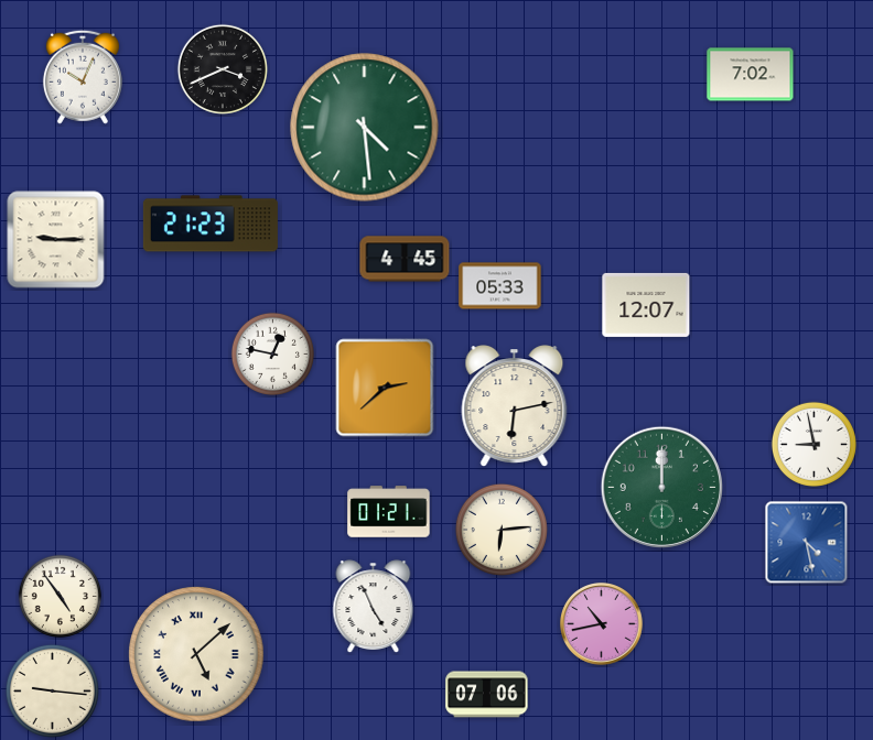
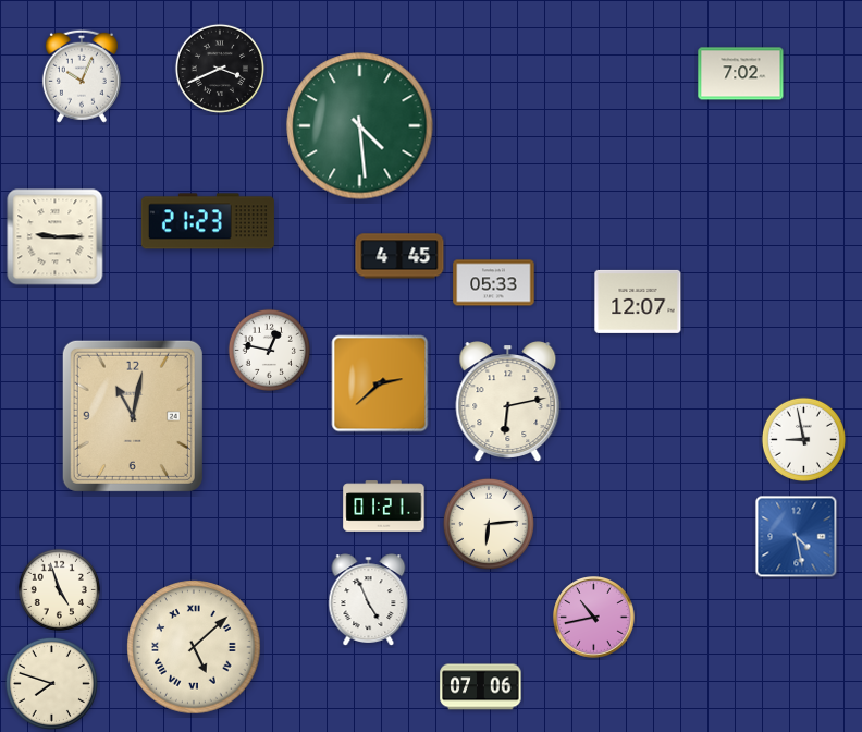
clock at (133, 416): none -> 11:02
clock at (661, 487): 12:00 -> none
clock at (502, 530) position: (502, 530) -> (489, 524)
clock at (60, 596): 4:54 -> 4:57
clock at (52, 690): 9:16 -> 7:48
